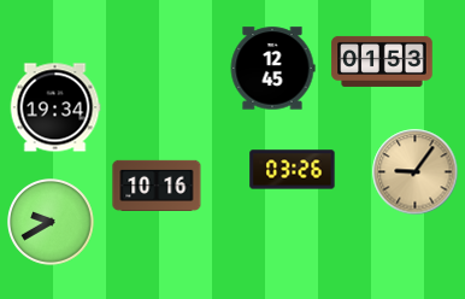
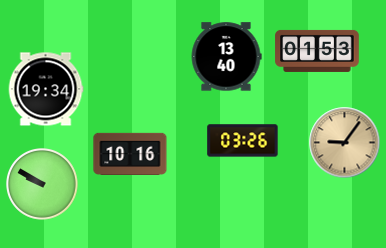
clock at (272, 69): 12:45 -> 13:40
clock at (51, 222): 9:40 -> 9:50
